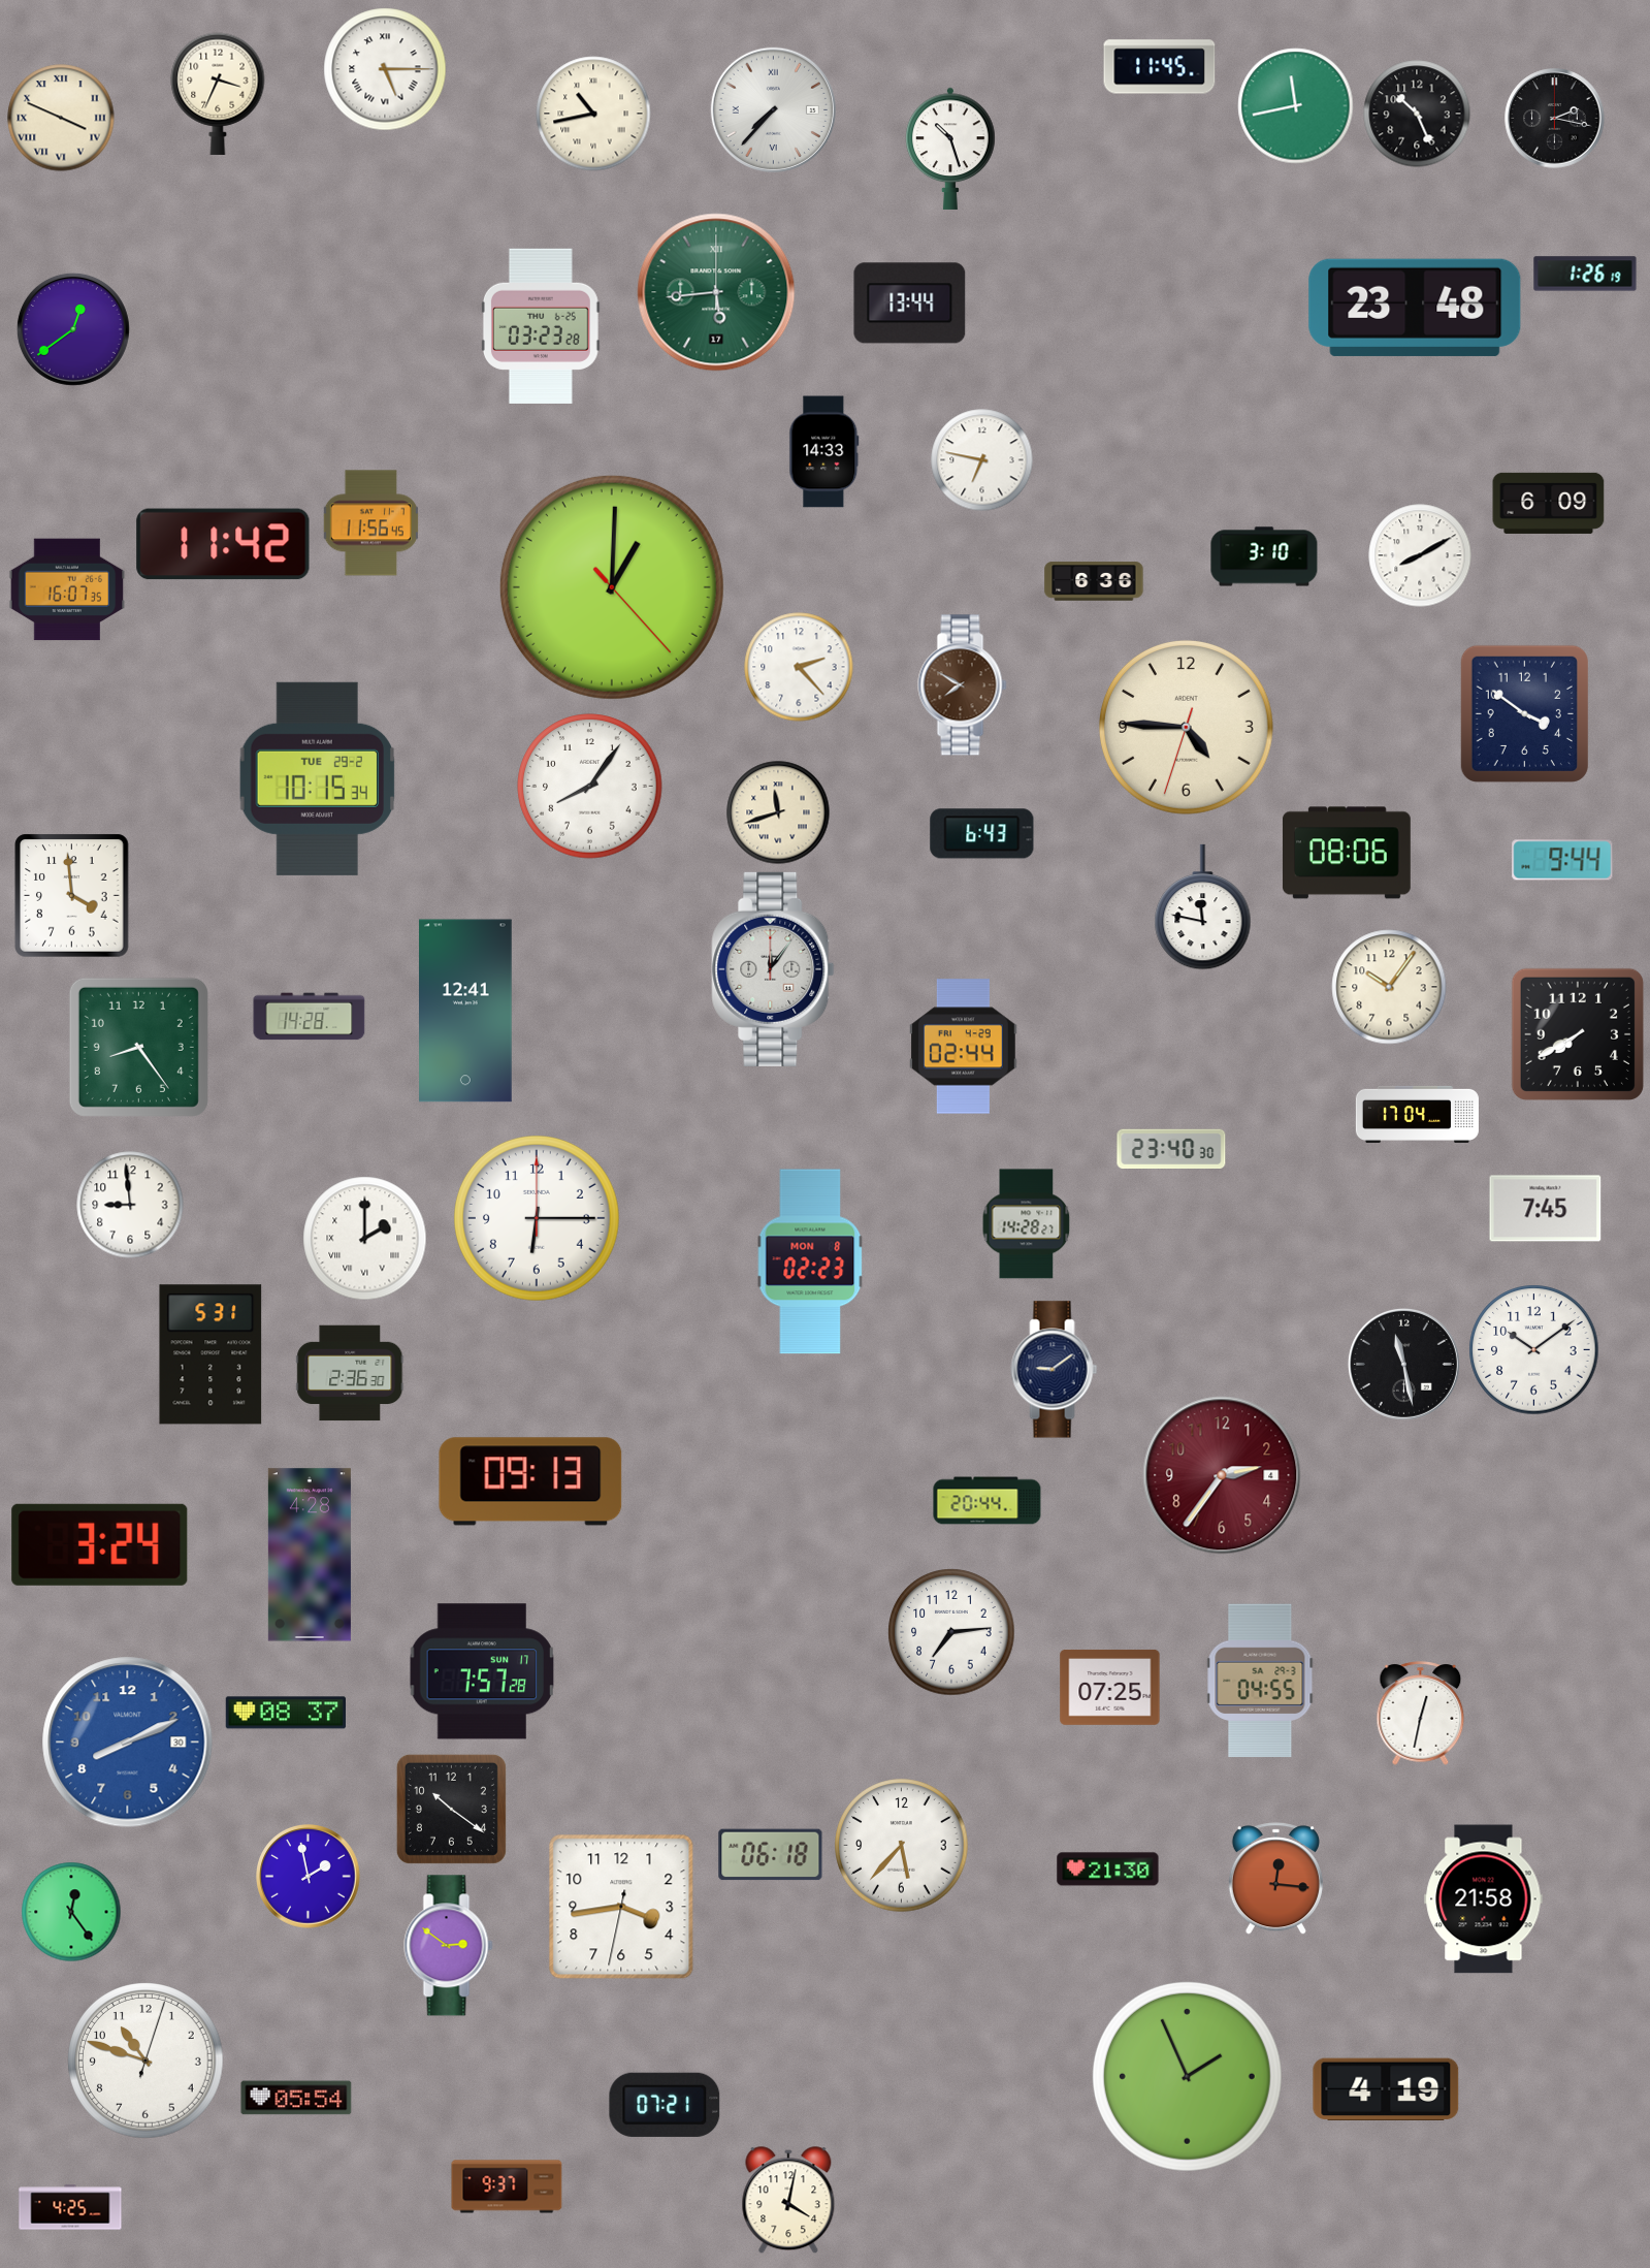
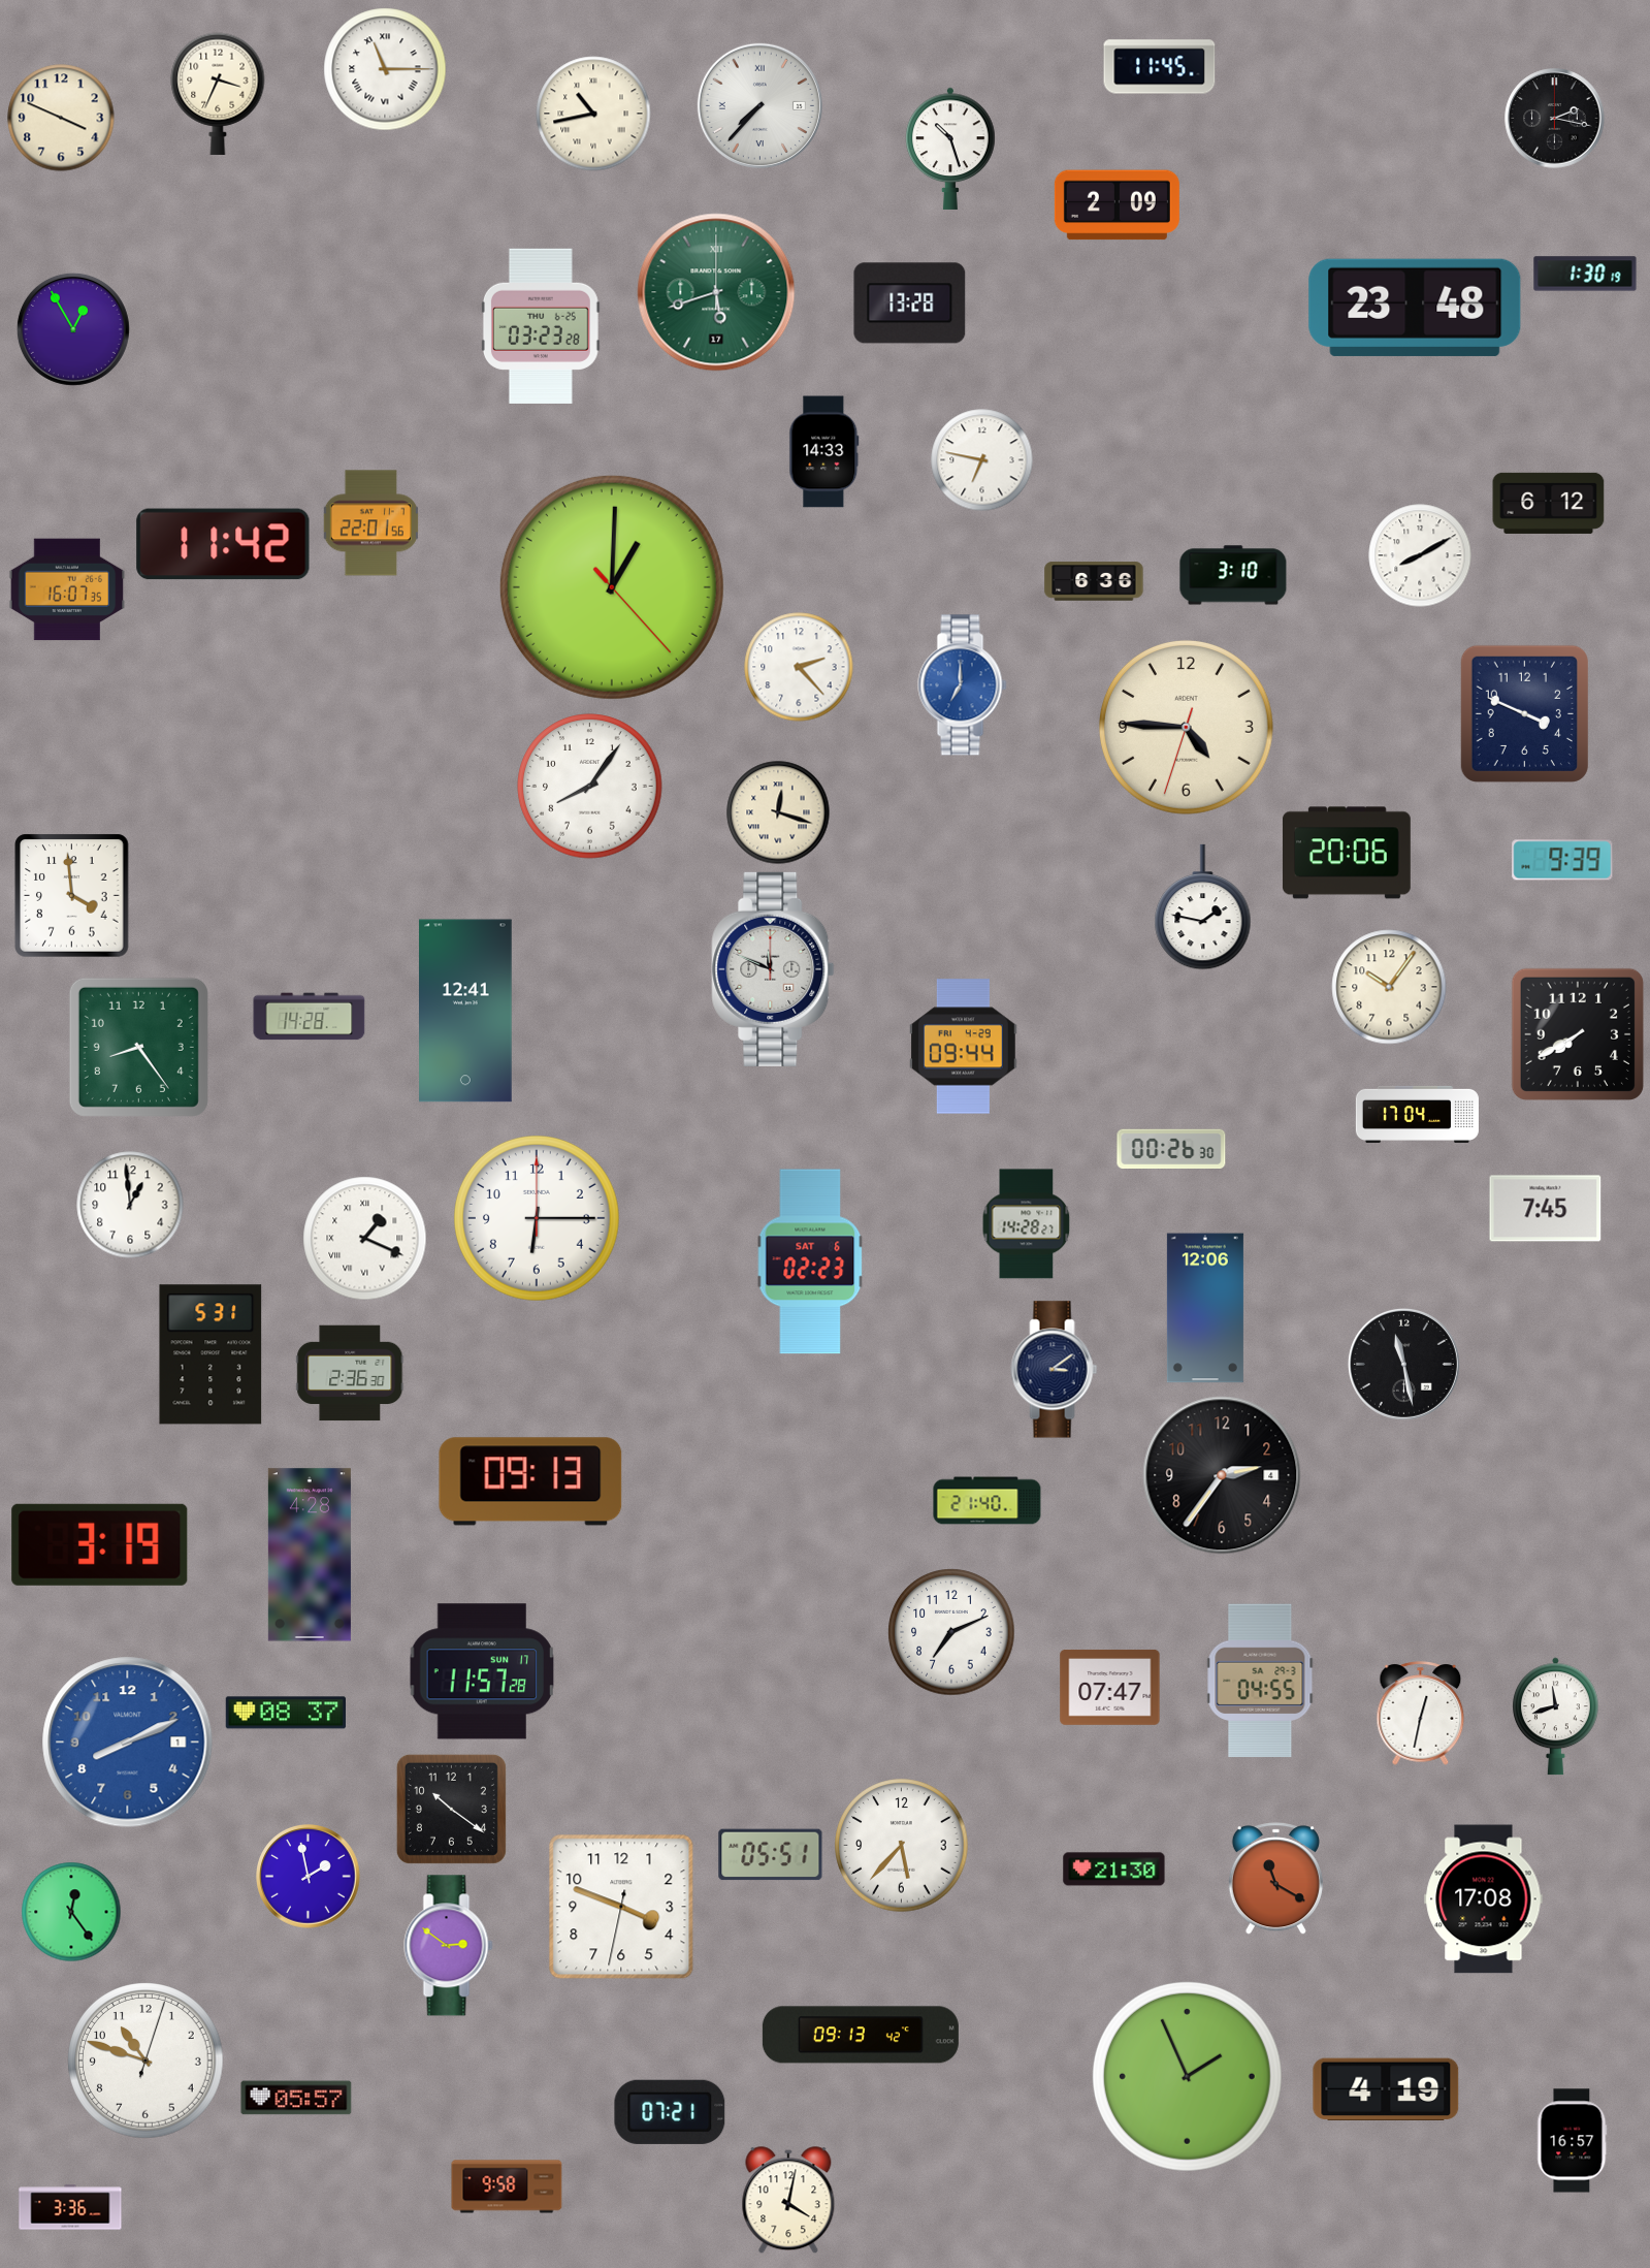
clock at (385, 69): 5:15 -> 11:15
clock at (1296, 106): 11:43 -> none
clock at (773, 109) position: (773, 109) -> (759, 105)
clock at (1417, 114): 10:26 -> none
clock at (61, 118) numerals: Roman -> Arabic
clock at (1117, 205): none -> 2:09
clock at (1585, 274): 1:26 -> 1:30
clock at (716, 292): 5:44 -> 5:42
clock at (910, 304): 13:44 -> 13:28
clock at (73, 329): 12:39 -> 12:55
clock at (1549, 503): 6:09 -> 6:12
clock at (370, 523): 11:56 -> 22:01
clock at (1264, 556) position: (1264, 556) -> (1233, 575)
clock at (963, 685): 7:50 -> 7:00
clock at (963, 685) dial: brown -> blue
clock at (1524, 713): 3:51 -> 3:49
clock at (318, 778): 10:15 -> none
clock at (778, 812): 11:42 -> 12:18
clock at (982, 834): 6:43 -> none
clock at (1347, 853): 08:06 -> 20:06
clock at (1562, 860): 9:44 -> 9:39
clock at (1203, 907): 11:47 -> 1:47
clock at (773, 969): 12:06 -> 11:49
clock at (964, 1047): 02:44 -> 09:44
clock at (1171, 1148): 23:40 -> 00:26
clock at (130, 1205): 8:59 -> 12:59
clock at (365, 1239): 2:00 -> 1:19
clock at (810, 1261) date: MON 8 -> SAT 6
clock at (1205, 1308): none -> 12:06
clock at (1534, 1350): 10:09 -> none
clock at (1055, 1370): 9:09 -> 3:09
clock at (1222, 1475) dial: burgundy -> black
clock at (988, 1501): 20:44 -> 21:40
clock at (100, 1544): 3:24 -> 3:19
clock at (951, 1632): 7:14 -> 7:11
clock at (482, 1671): 7:57 -> 11:57
clock at (1110, 1687): 07:25 -> 07:47
clock at (1555, 1717): none -> 11:42
clock at (128, 1743) date: 30 -> 1
clock at (771, 1855): 06:18 -> 05:51
clock at (1108, 1870) position: (1108, 1870) -> (1114, 1870)
clock at (1275, 1879): 12:16 -> 11:20
clock at (1484, 1899): 21:58 -> 17:08
clock at (621, 1907): 3:43 -> 3:48
clock at (861, 2035): none -> 09:13
clock at (296, 2098): 05:54 -> 05:57
clock at (665, 2105) position: (665, 2105) -> (670, 2112)
clock at (1573, 2141): none -> 16:57
clock at (507, 2186): 9:37 -> 9:58
clock at (70, 2207): 4:25 -> 3:36
